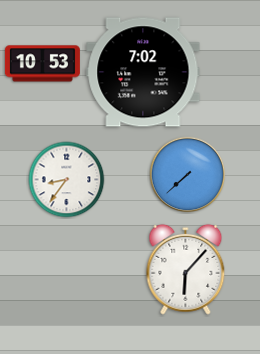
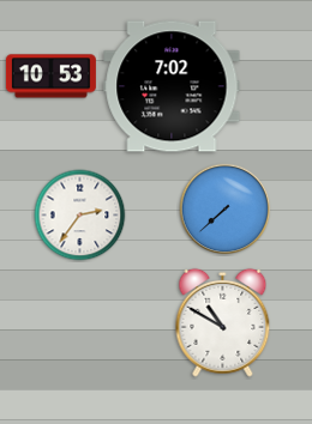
clock at (67, 180): 8:36 -> 2:36
clock at (186, 269): 6:07 -> 10:50
